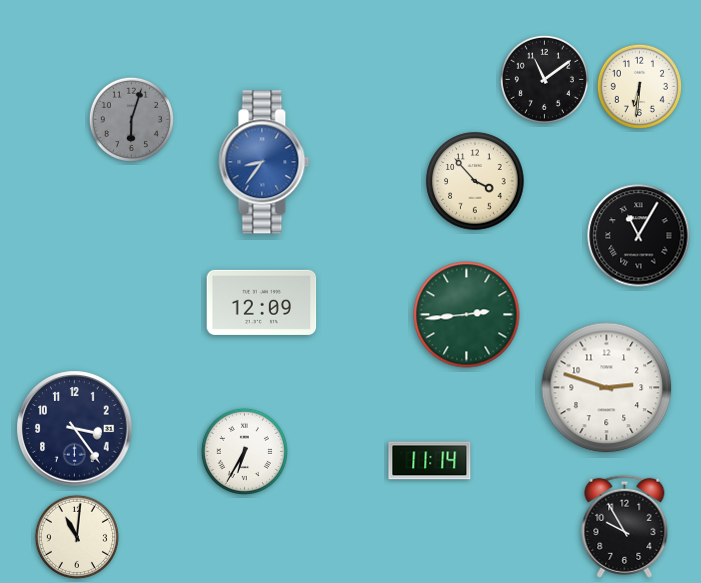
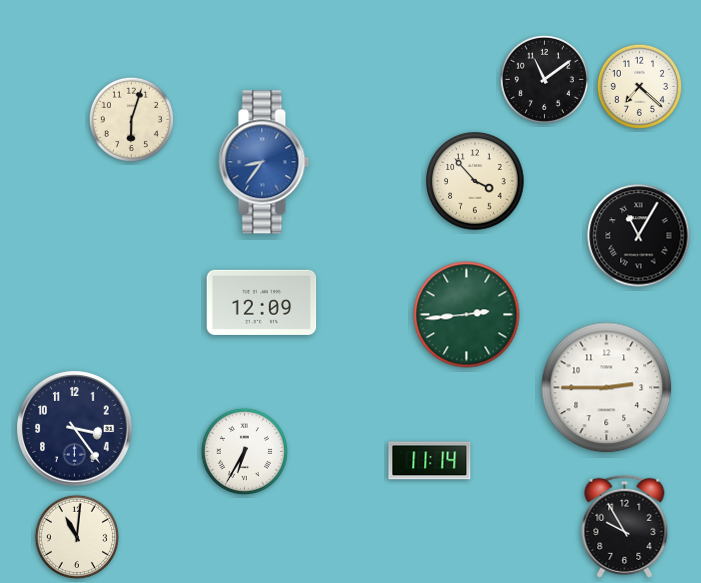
clock at (639, 86): 6:31 -> 7:22
clock at (131, 119) dial: grey -> cream
clock at (607, 388): 2:48 -> 2:45
